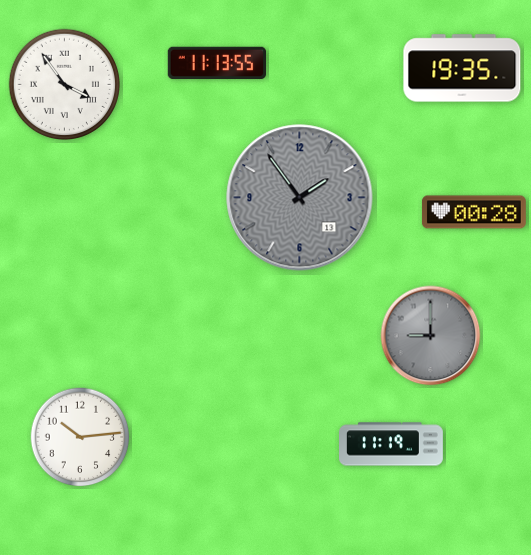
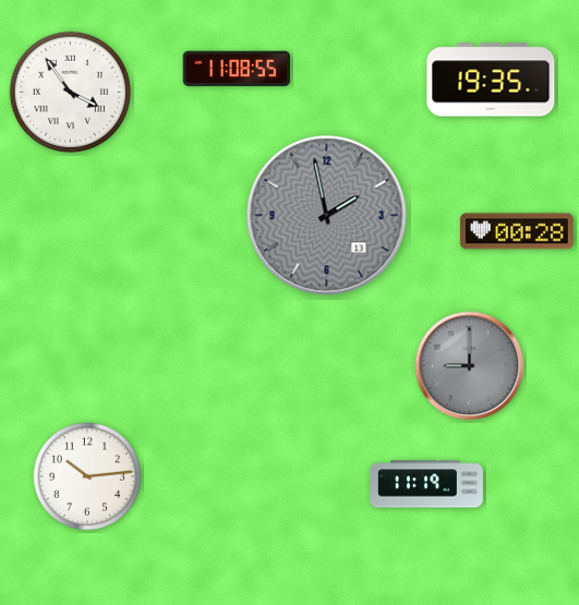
clock at (216, 63): 11:13 -> 11:08
clock at (462, 68) position: (462, 68) -> (491, 80)
clock at (300, 198): 1:54 -> 1:58
